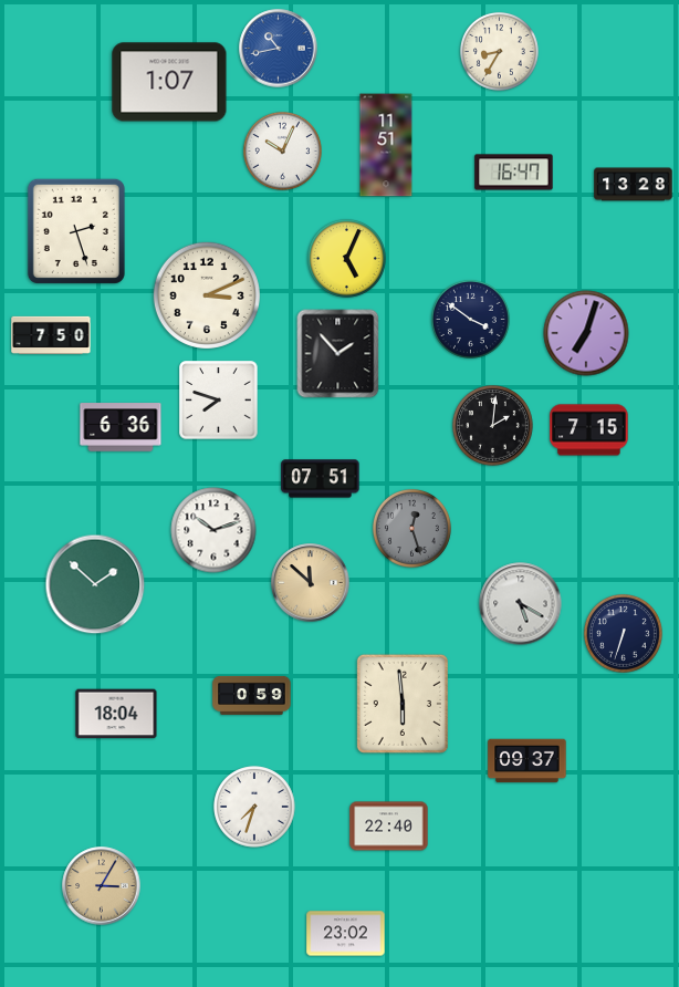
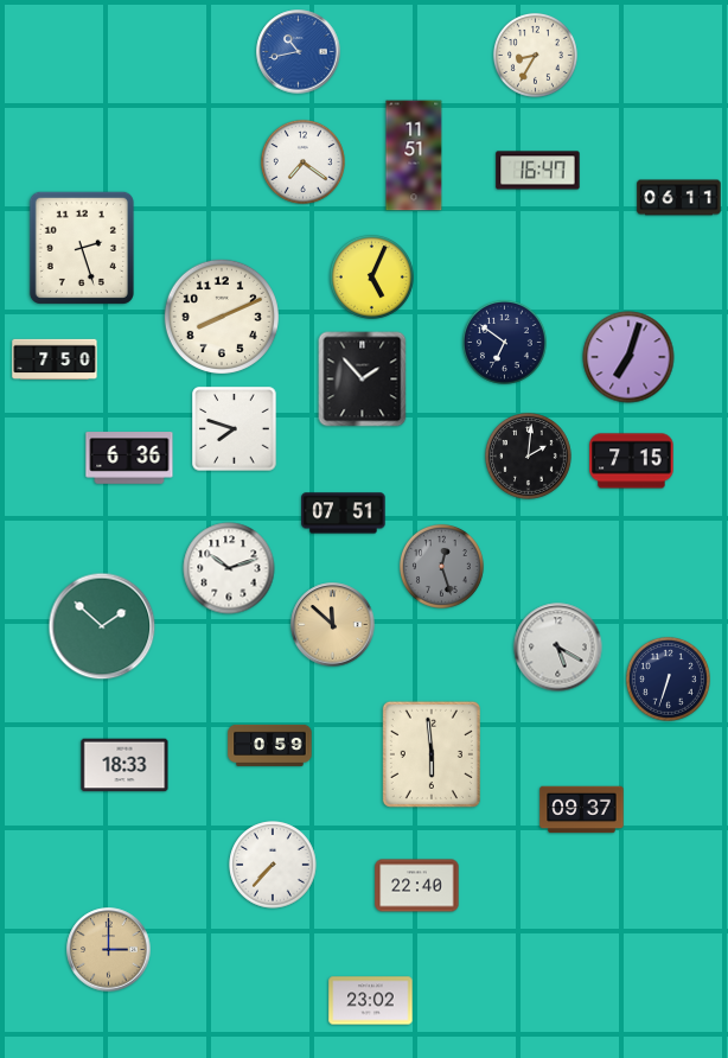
clock at (169, 82): 1:07 -> none
clock at (282, 150): 10:04 -> 7:21
clock at (514, 173) position: (514, 173) -> (538, 171)
clock at (634, 185): 13:28 -> 06:11
clock at (207, 295): 3:11 -> 8:11
clock at (470, 319): 3:51 -> 6:51
clock at (116, 714): 18:04 -> 18:33
clock at (527, 761) position: (527, 761) -> (582, 810)
clock at (254, 807): 7:33 -> 7:37
clock at (102, 886): 3:05 -> 3:00
